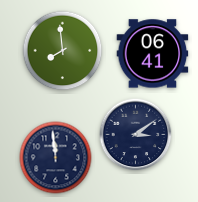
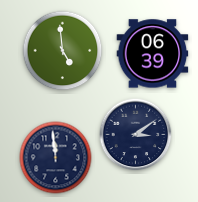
clock at (63, 51): 7:59 -> 4:59
clock at (153, 54): 06:41 -> 06:39
